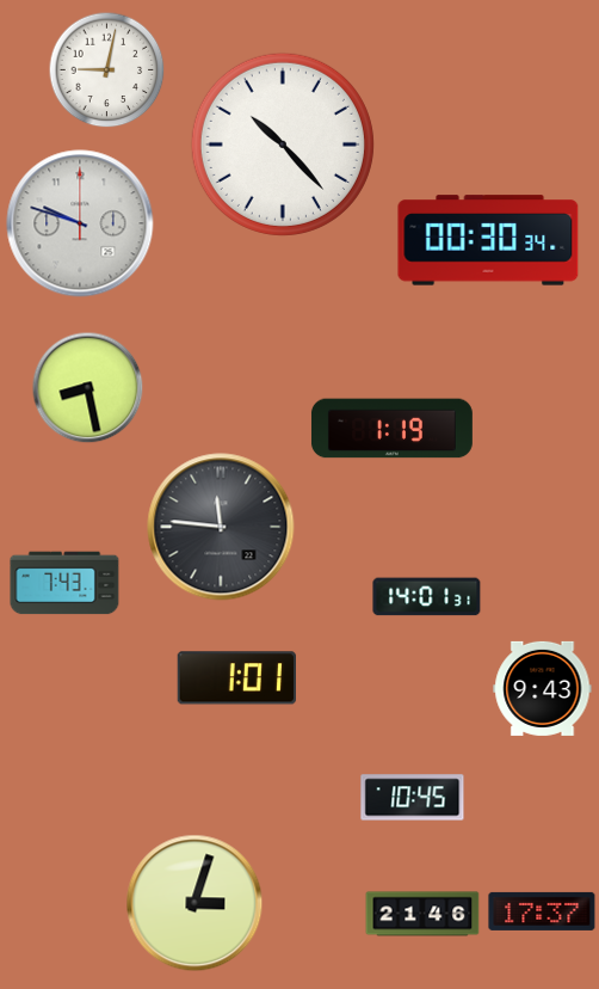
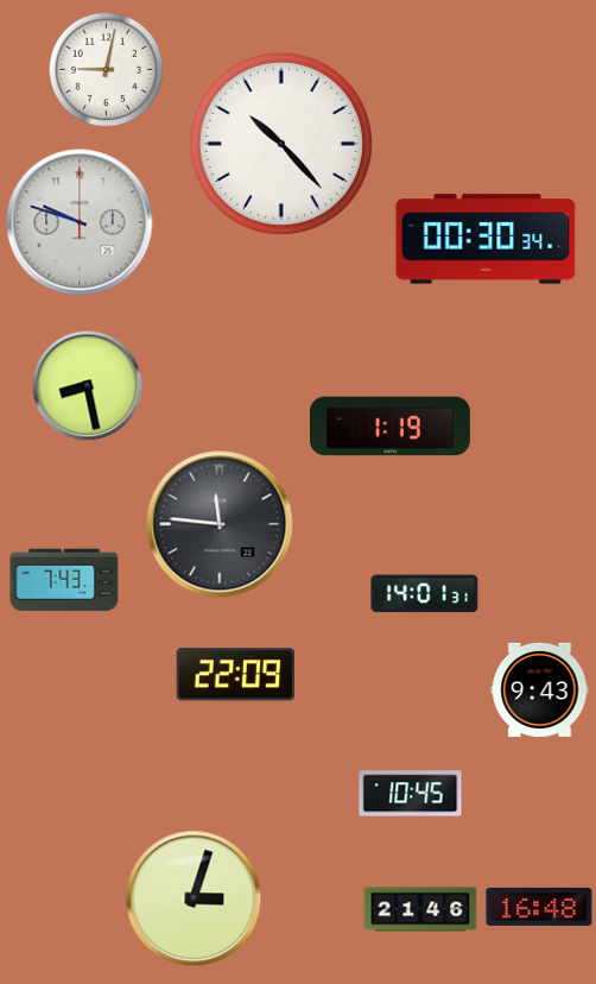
clock at (236, 678): 1:01 -> 22:09
clock at (543, 688) position: (543, 688) -> (540, 689)
clock at (542, 911): 17:37 -> 16:48
